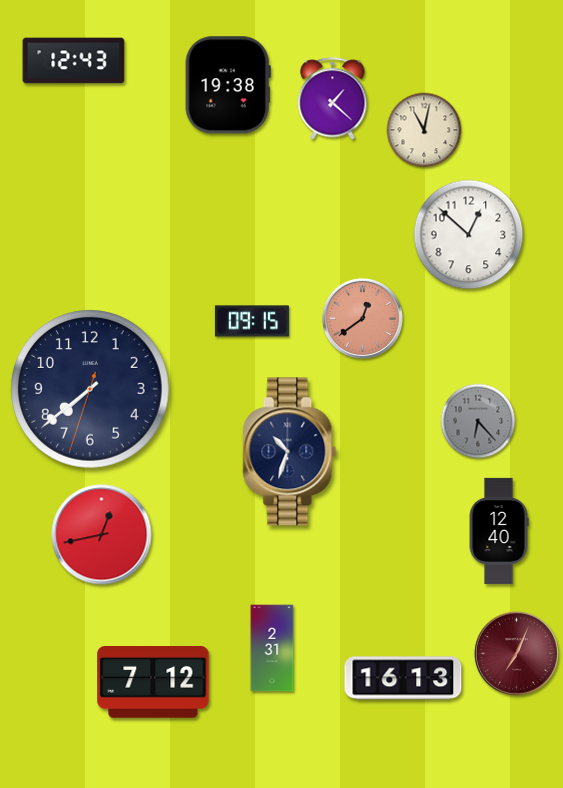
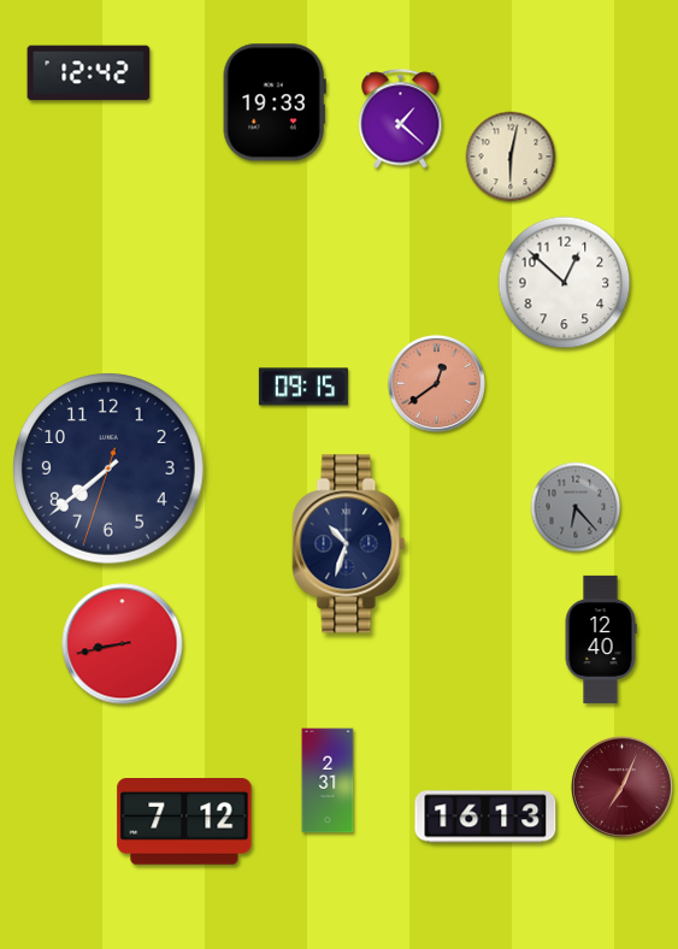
clock at (74, 61): 12:43 -> 12:42
clock at (228, 85): 19:38 -> 19:33
clock at (424, 130): 11:02 -> 6:02
clock at (102, 535): 12:43 -> 8:43
